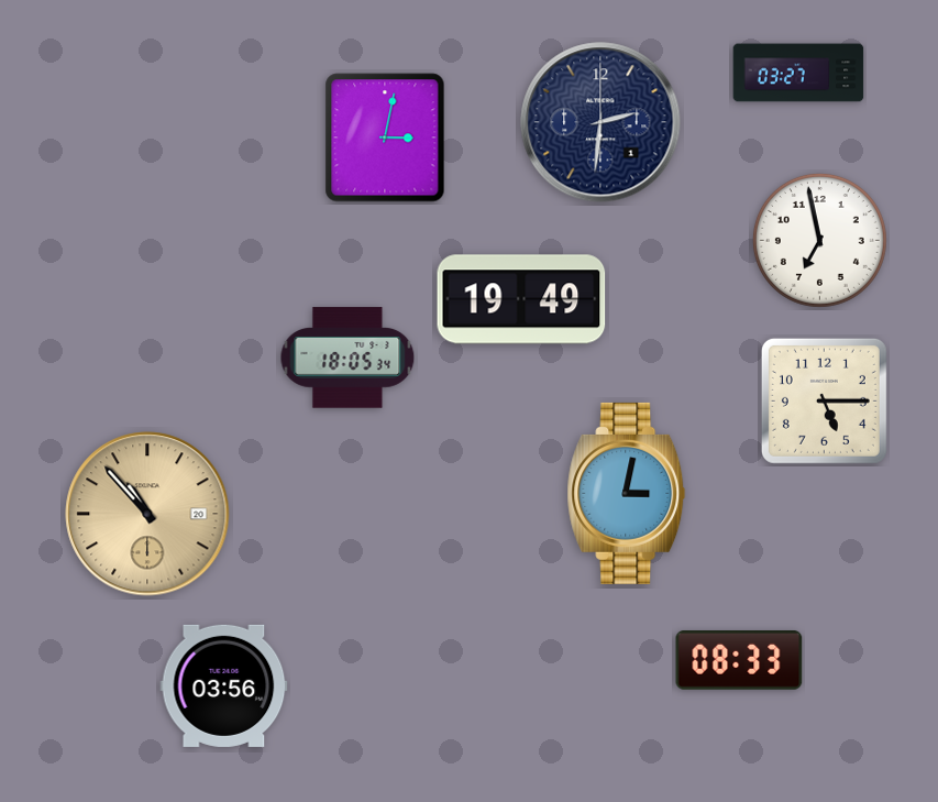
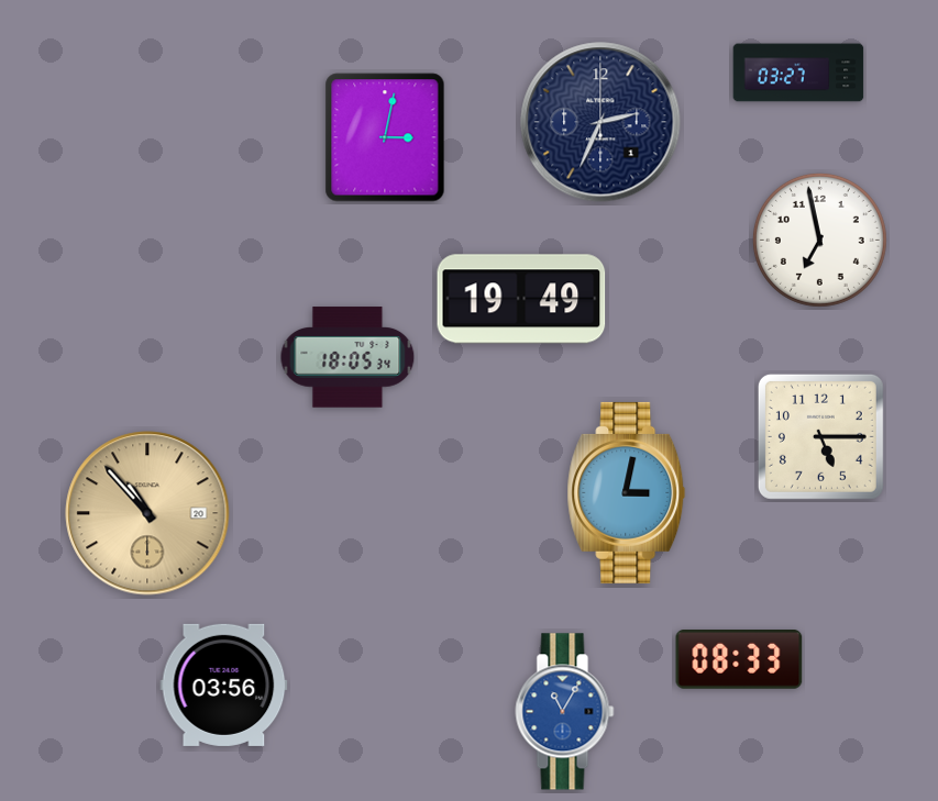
clock at (600, 122): 2:31 -> 2:34
clock at (824, 400) position: (824, 400) -> (820, 436)
clock at (565, 712): none -> 11:05
